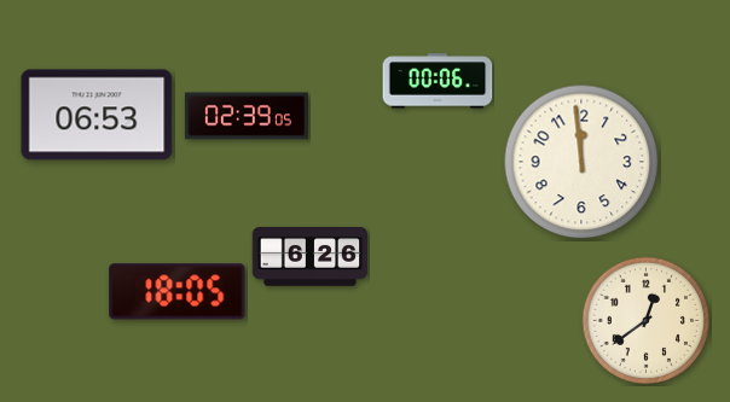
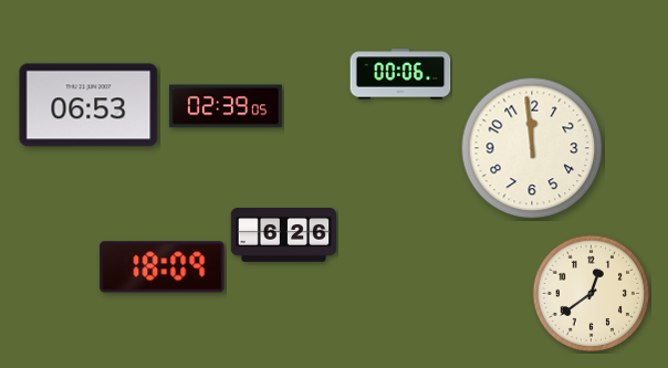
clock at (178, 292): 18:05 -> 18:09
